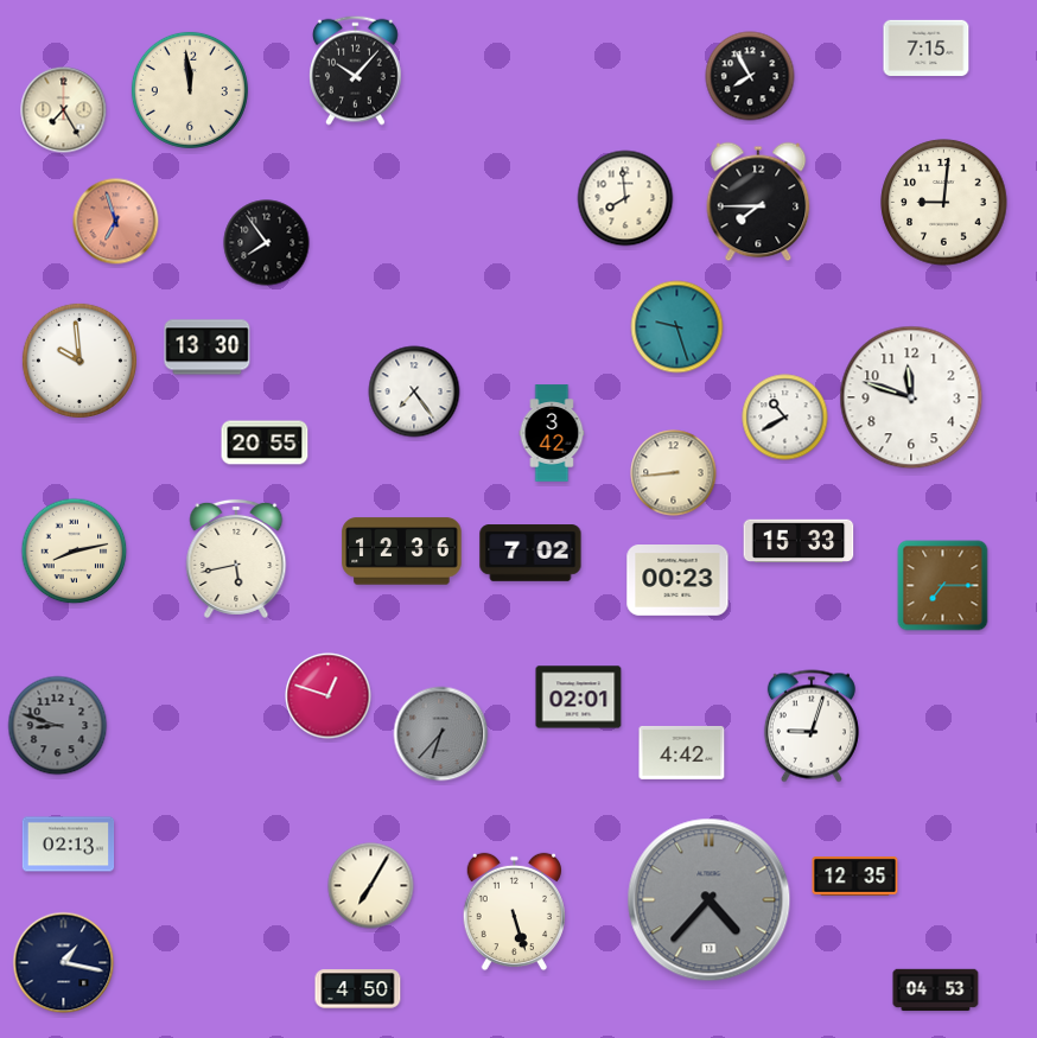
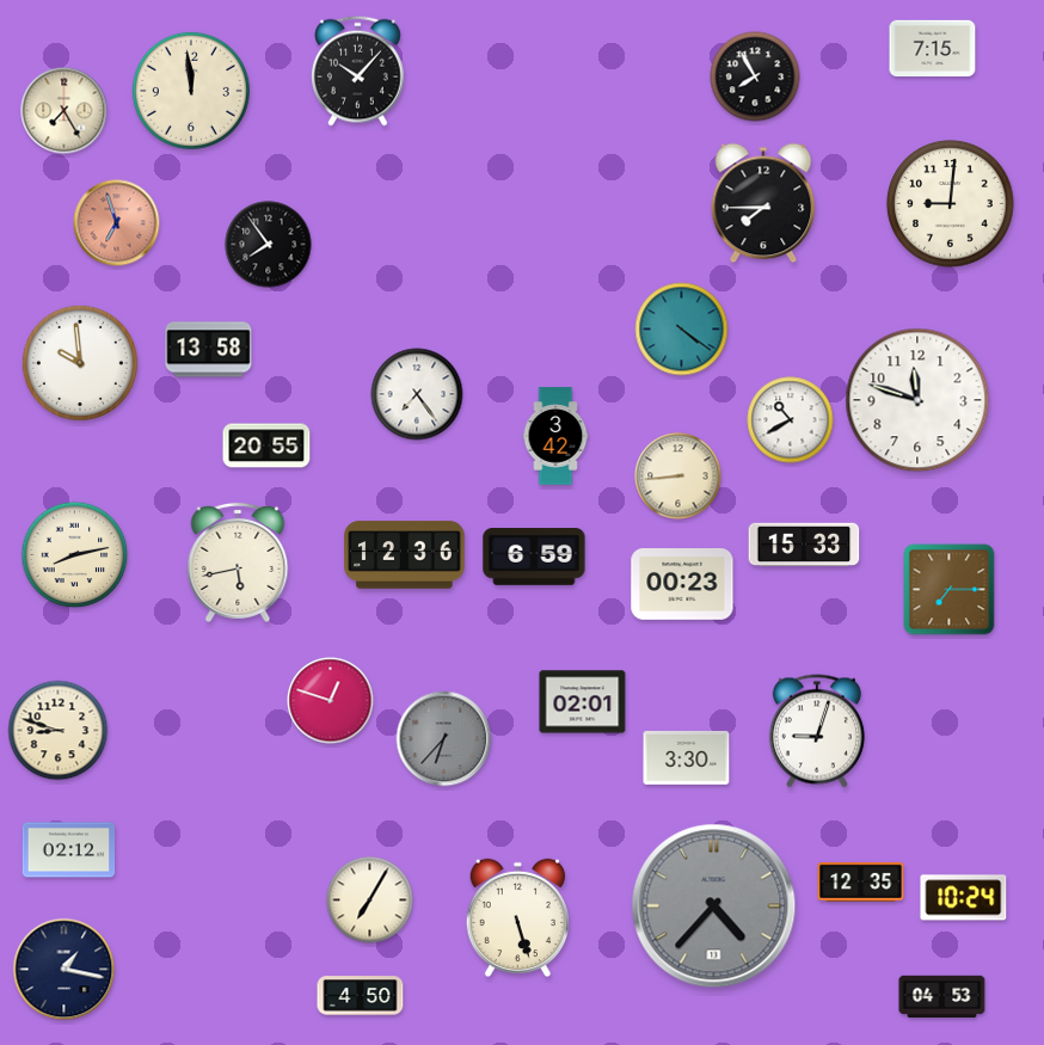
clock at (625, 198): 7:59 -> none
clock at (677, 327): 9:27 -> 4:21
clock at (208, 348): 13:30 -> 13:58
clock at (530, 553): 7:02 -> 6:59
clock at (58, 726) dial: grey -> cream
clock at (682, 753): 4:42 -> 3:30
clock at (69, 845): 02:13 -> 02:12
clock at (371, 886) position: (371, 886) -> (370, 900)
clock at (964, 898): none -> 10:24
